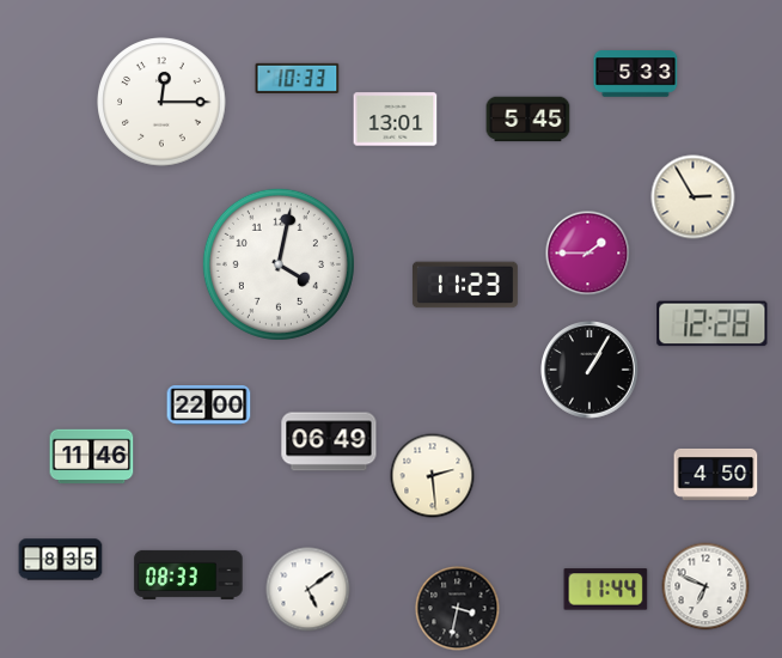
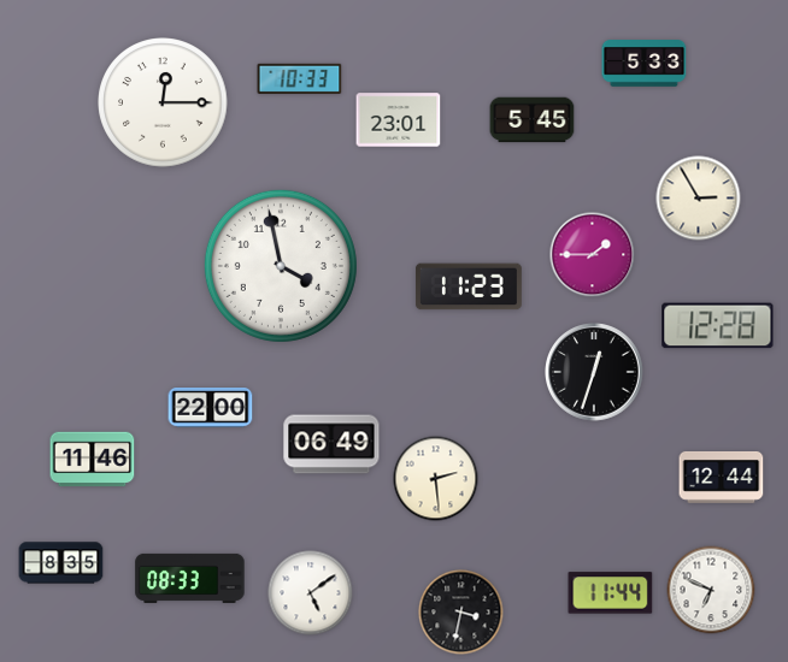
clock at (636, 74) position: (636, 74) -> (645, 64)
clock at (396, 120): 13:01 -> 23:01
clock at (279, 264): 4:02 -> 3:58
clock at (591, 371): 1:05 -> 12:33
clock at (716, 474): 4:50 -> 12:44
